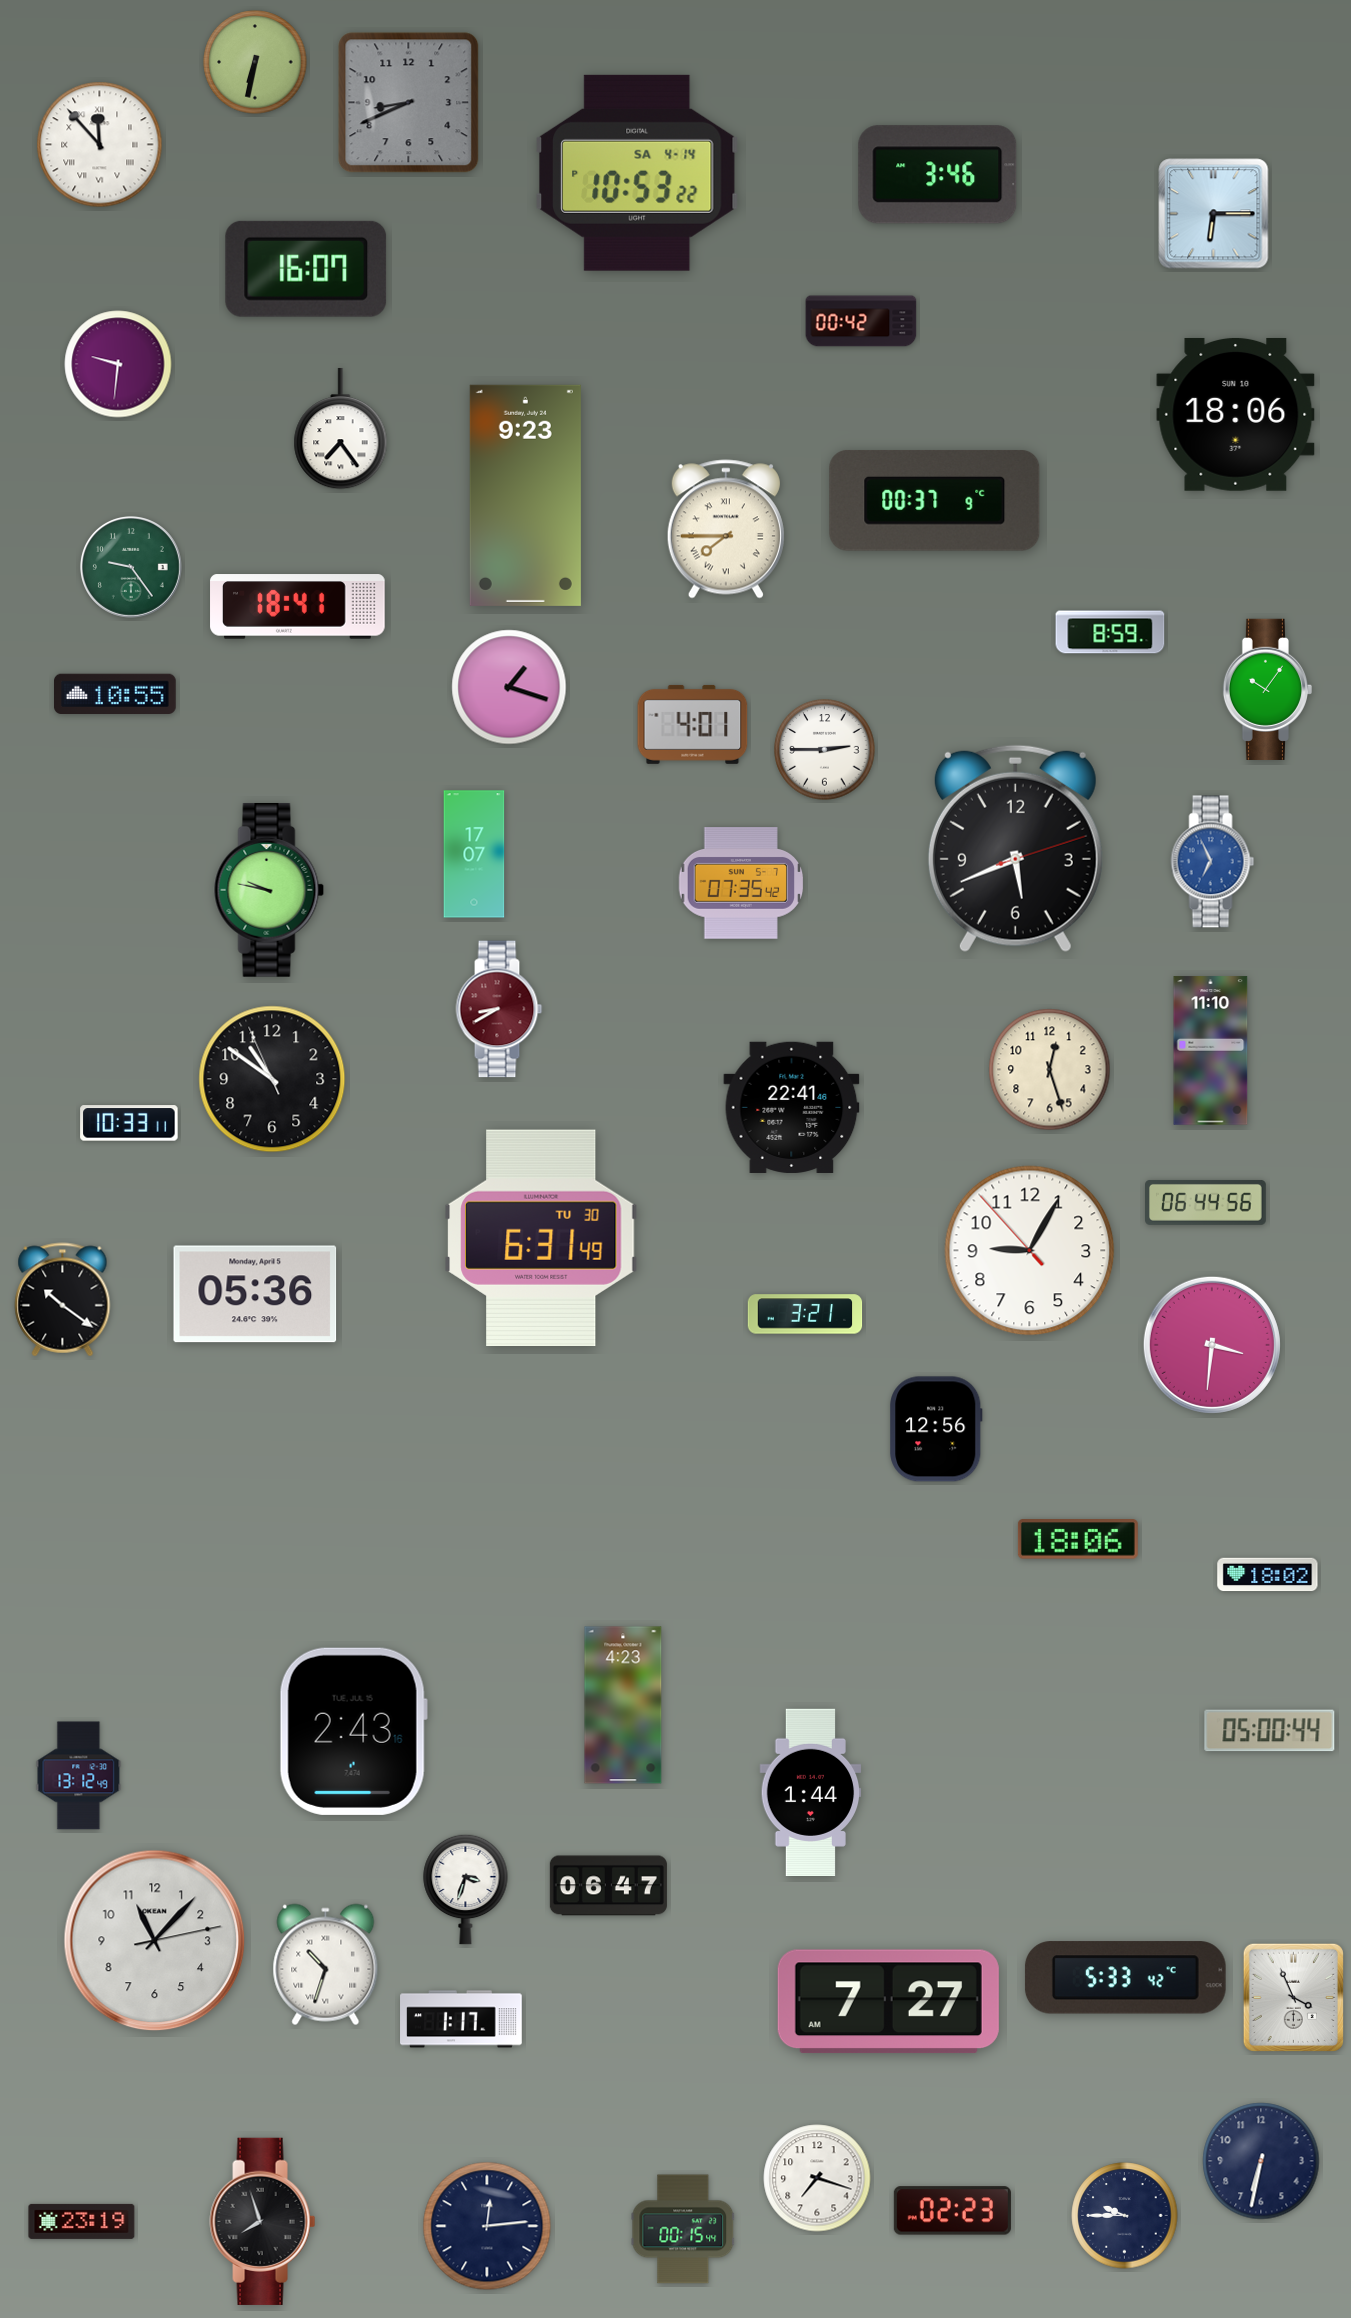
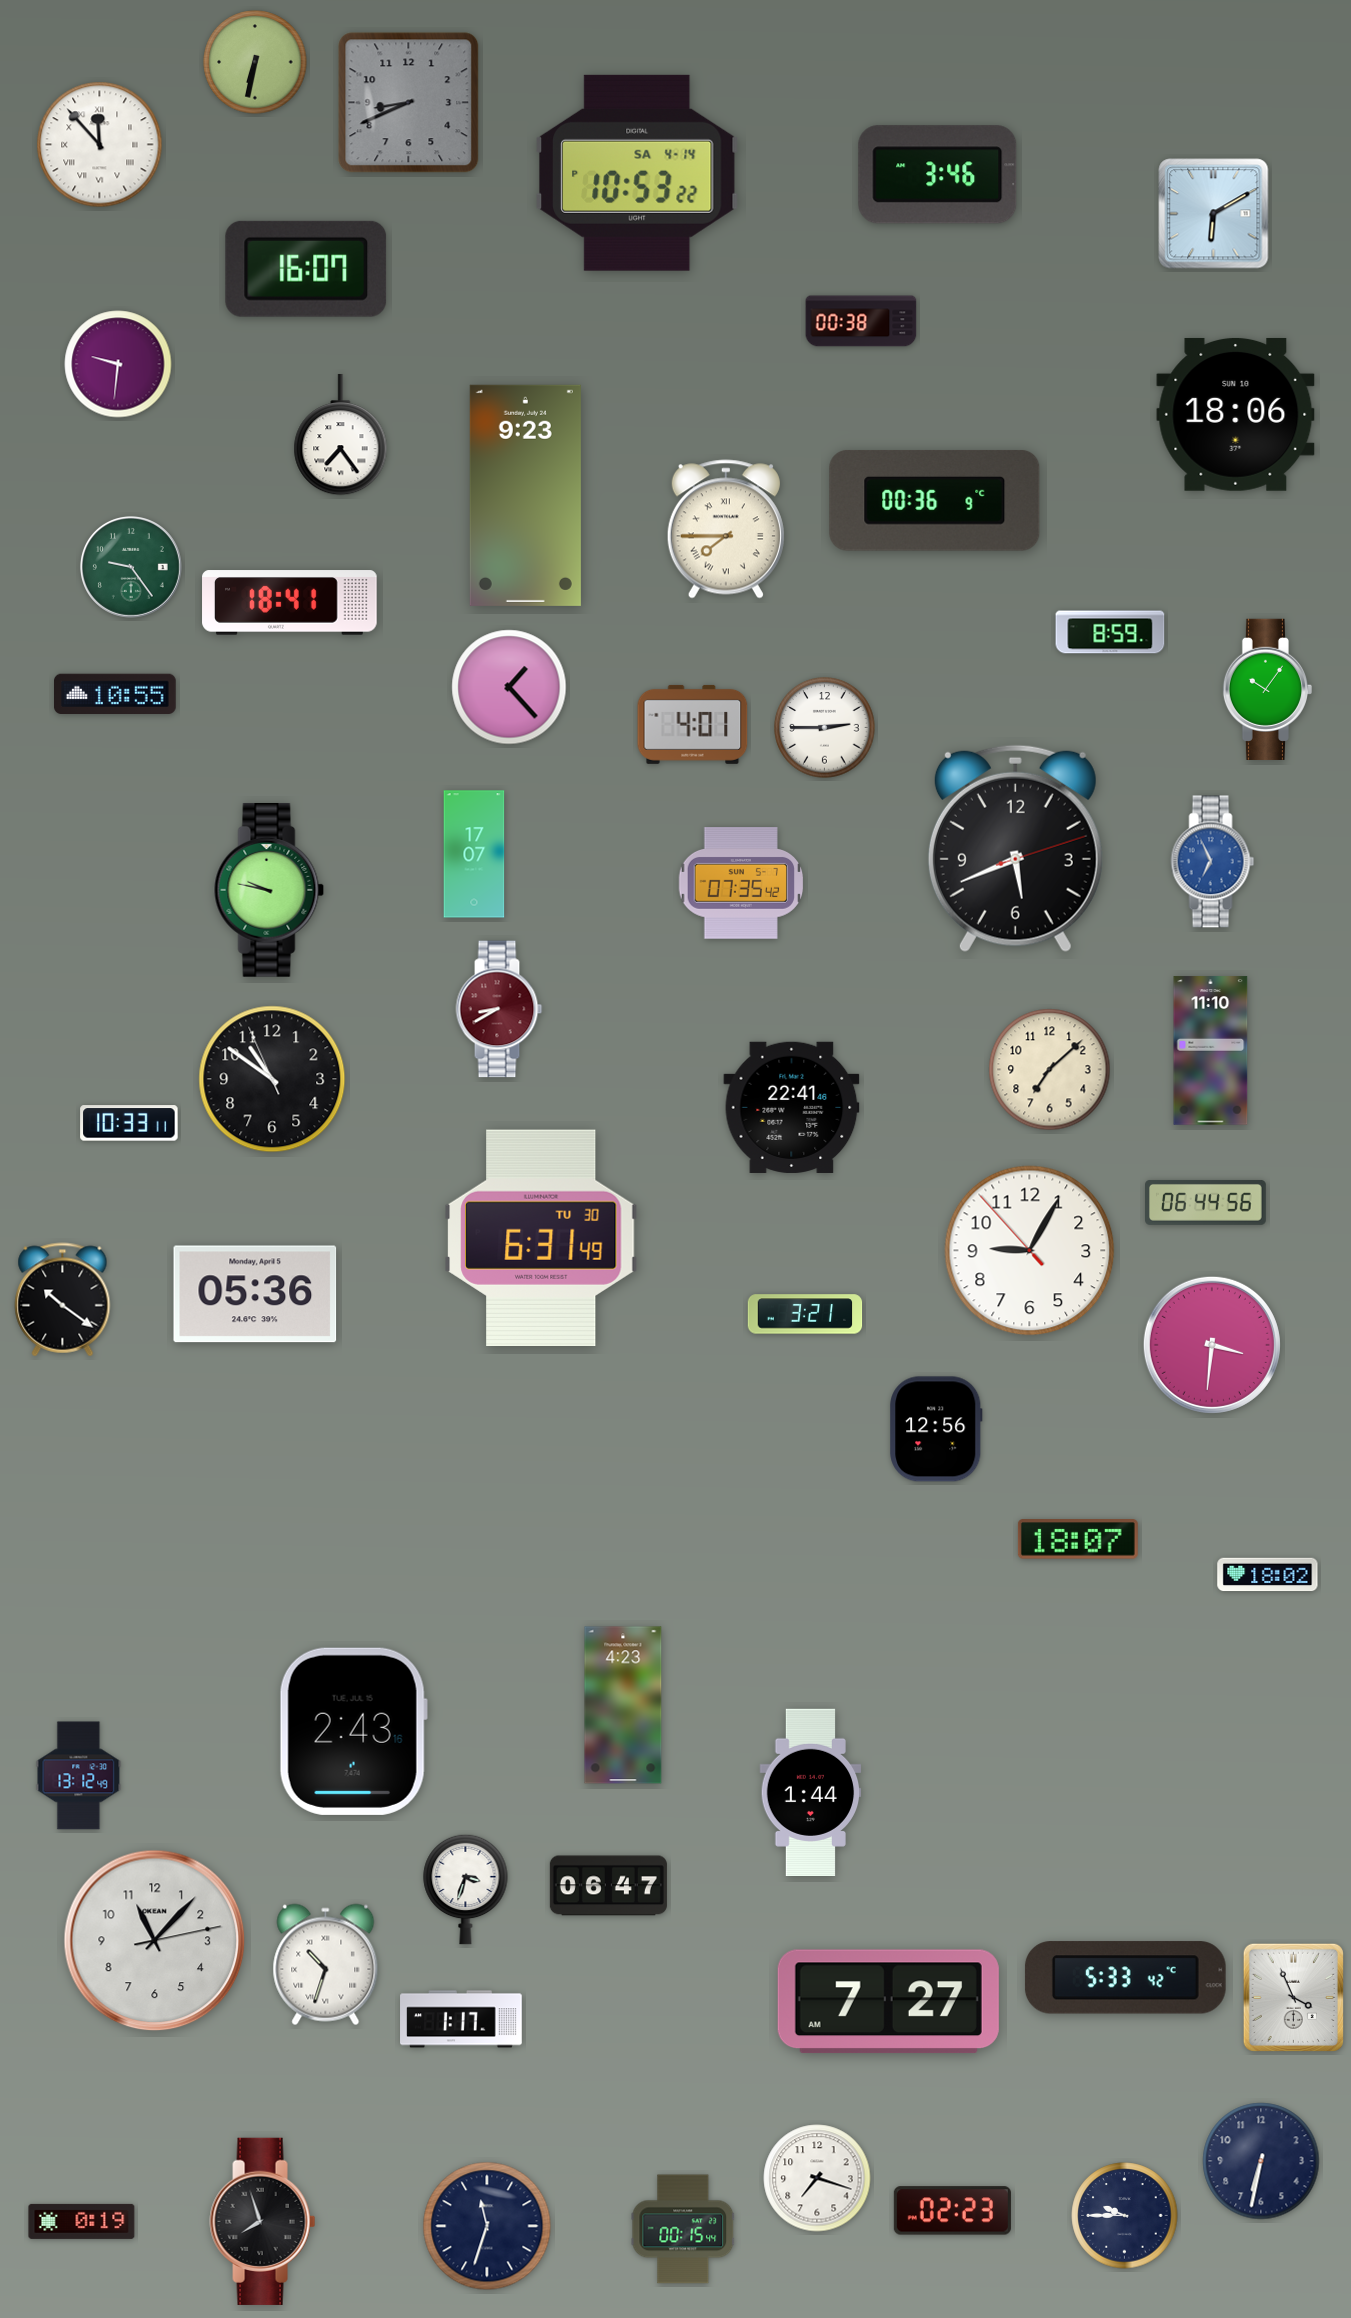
clock at (1214, 214): 6:15 -> 6:10
clock at (861, 321): 00:42 -> 00:38
clock at (341, 429) position: (341, 429) -> (341, 435)
clock at (935, 500): 00:37 -> 00:36
clock at (298, 607) position: (298, 607) -> (290, 603)
clock at (509, 687): 1:18 -> 1:23
clock at (825, 750) position: (825, 750) -> (825, 728)
clock at (1050, 1070): 12:27 -> 7:08
clock at (1078, 1539): 18:06 -> 18:07
clock at (1270, 1731): 05:00 -> none
clock at (82, 2221): 23:19 -> 0:19
clock at (487, 2226): 12:14 -> 11:33
